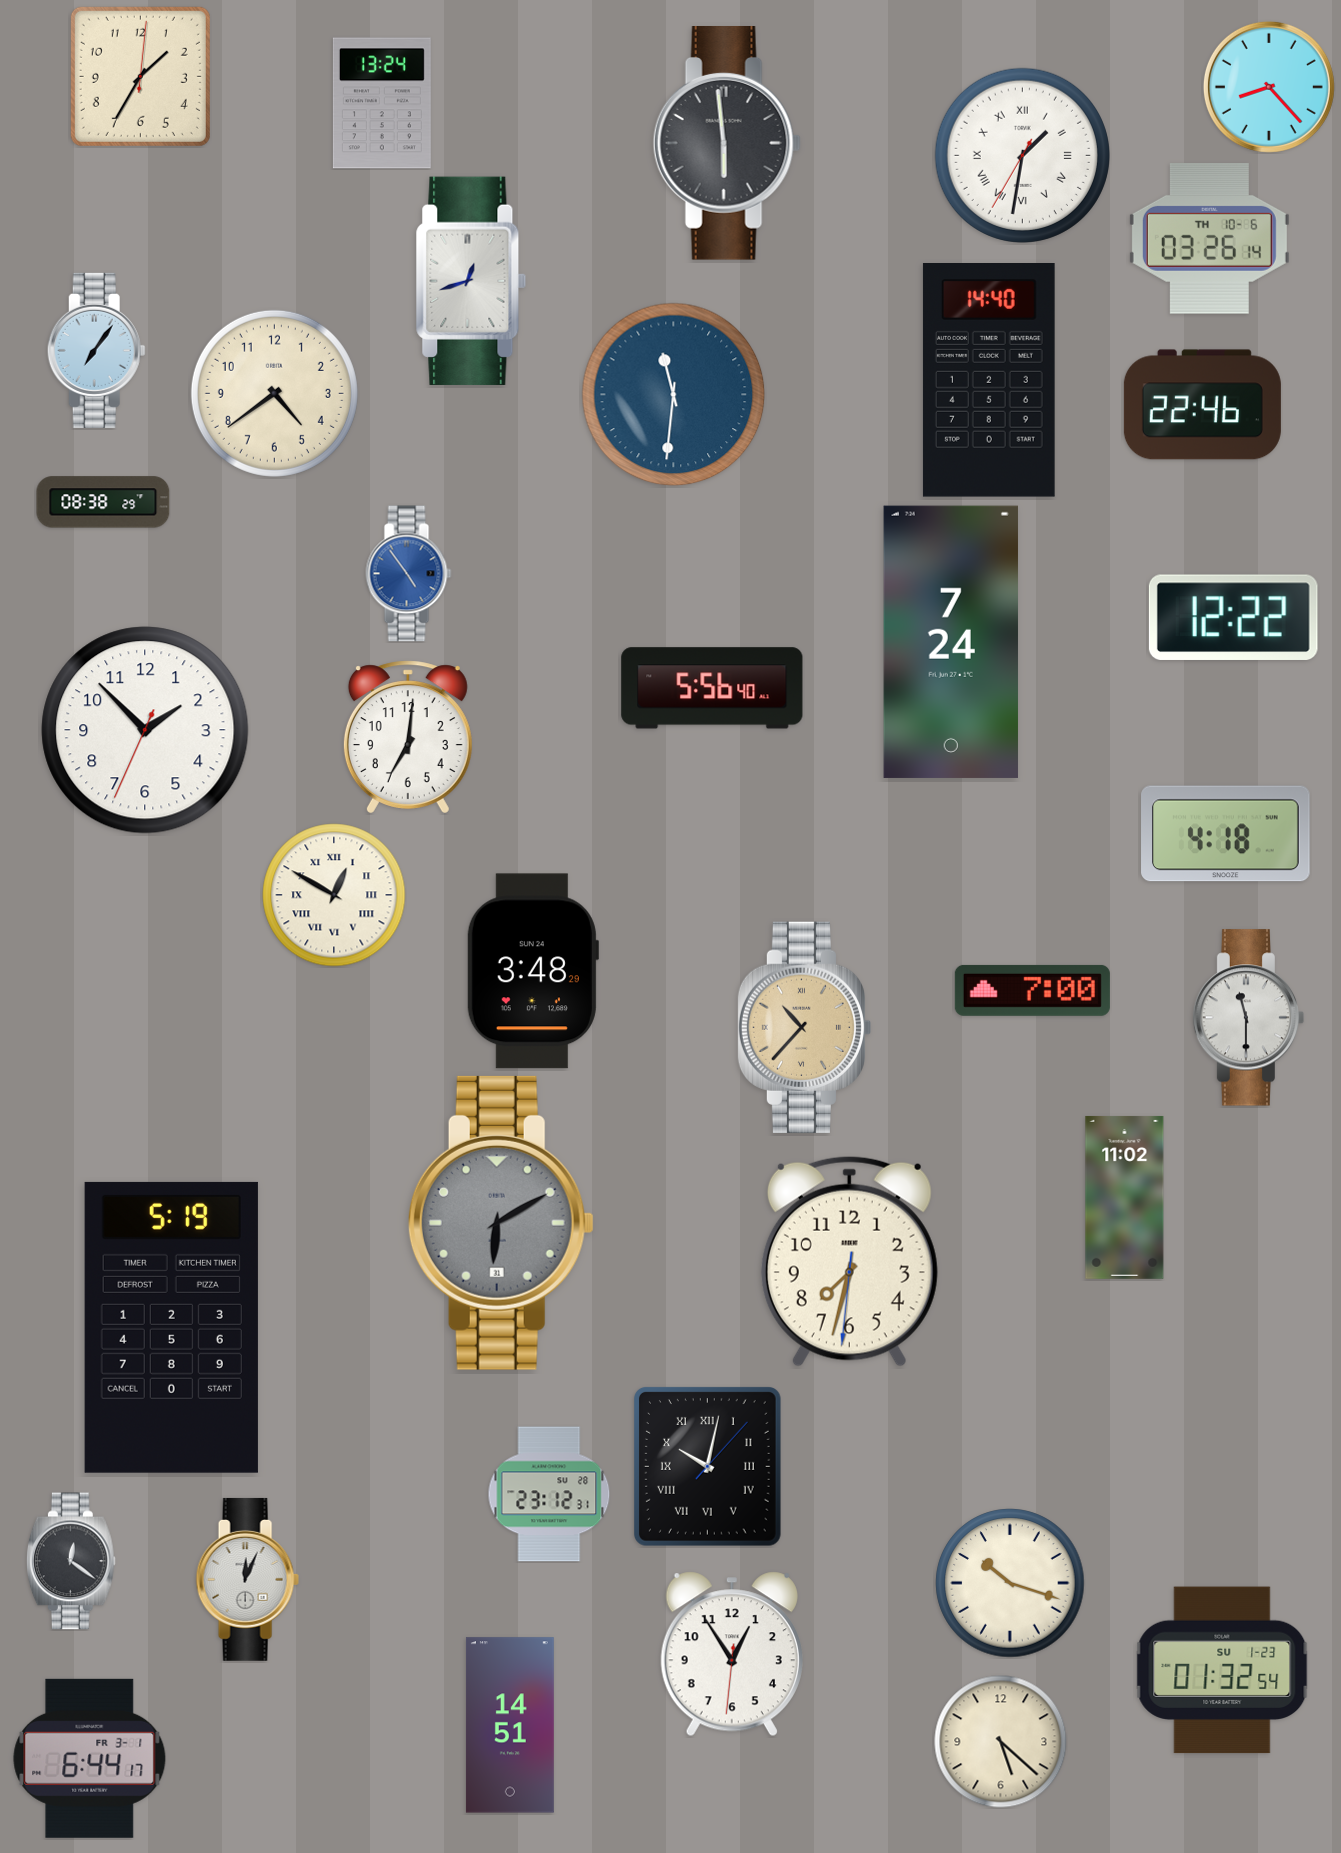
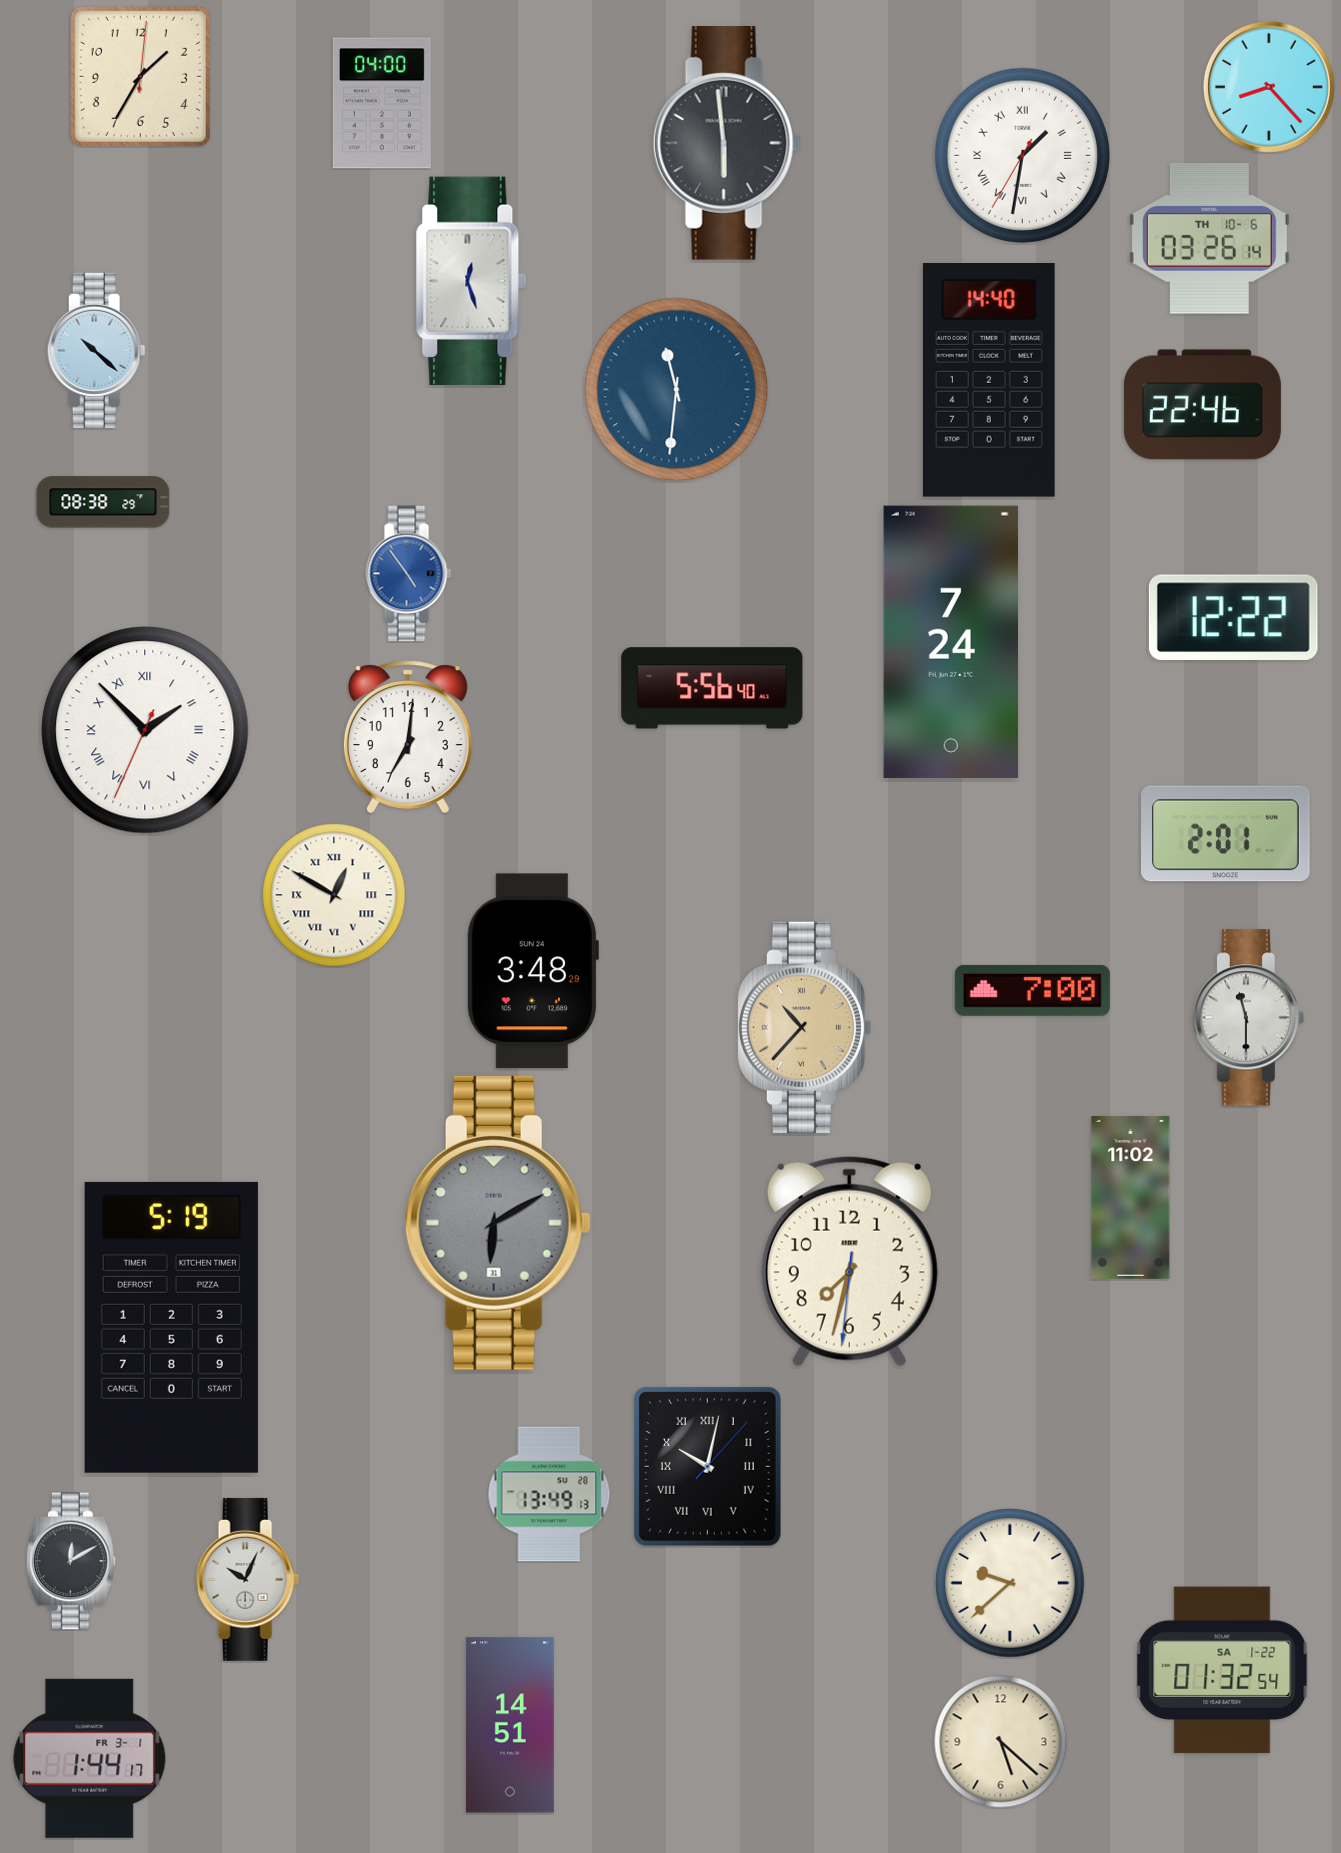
clock at (382, 103): 13:24 -> 04:00
clock at (471, 281): 12:42 -> 12:27
clock at (96, 350): 7:06 -> 10:22
clock at (274, 393): 4:39 -> none
clock at (674, 395) position: (674, 395) -> (677, 390)
clock at (145, 730) numerals: Arabic -> Roman
clock at (1226, 834): 4:18 -> 2:01
clock at (1125, 1197) position: (1125, 1197) -> (1131, 1197)
clock at (501, 1223) position: (501, 1223) -> (498, 1223)
clock at (549, 1494): 23:12 -> 13:49
clock at (71, 1561): 12:21 -> 12:10
clock at (247, 1579): 12:04 -> 10:04
clock at (1010, 1583): 10:18 -> 9:38
clock at (732, 1654): 12:54 -> none
clock at (1222, 1670) date: SU 1-23 -> SA 1-22
clock at (90, 1758): 6:44 -> 1:44
